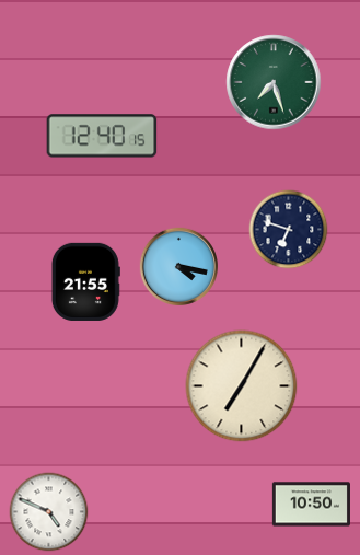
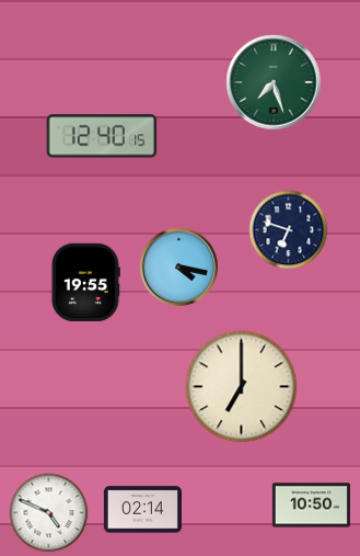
clock at (85, 281): 21:55 -> 19:55
clock at (242, 386): 7:05 -> 7:00
clock at (142, 510): none -> 02:14
